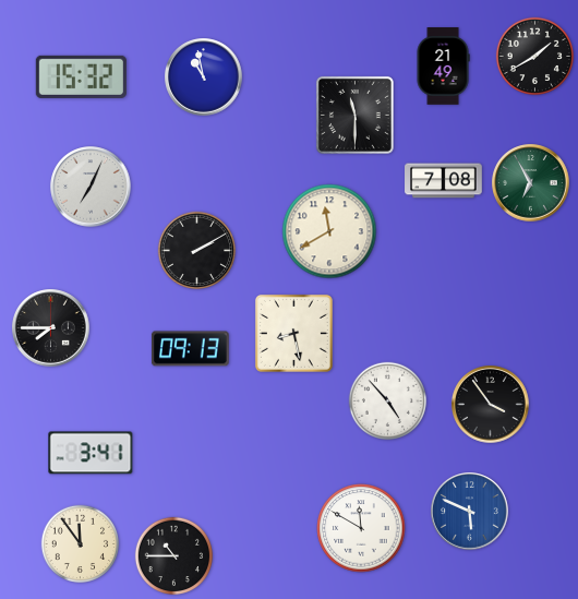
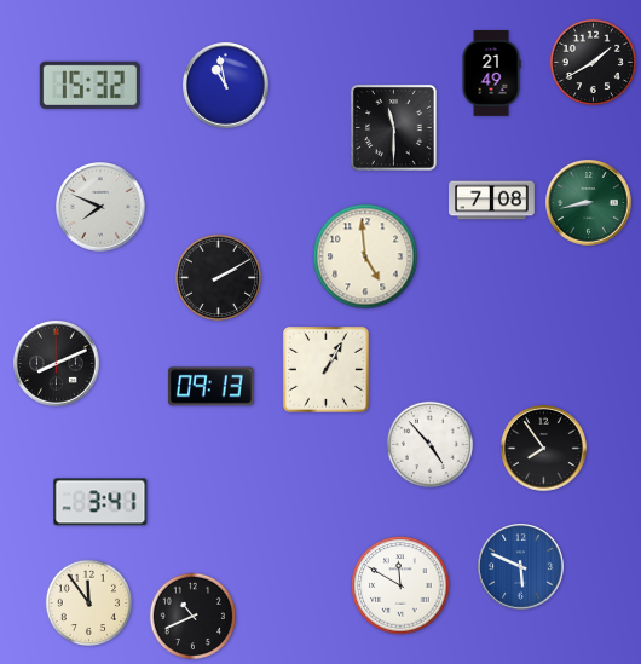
clock at (531, 183): 6:55 -> 8:43
clock at (91, 187): 7:04 -> 7:49
clock at (329, 231): 11:40 -> 4:59
clock at (51, 328): 7:45 -> 8:11
clock at (293, 333): 8:28 -> 1:05
clock at (491, 405): 3:54 -> 7:54
clock at (174, 556): 10:45 -> 10:41
